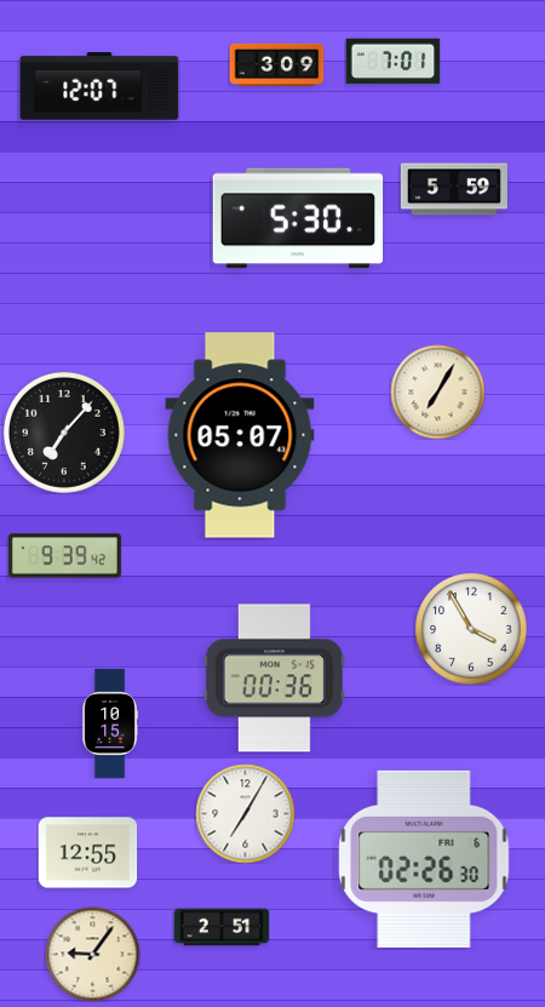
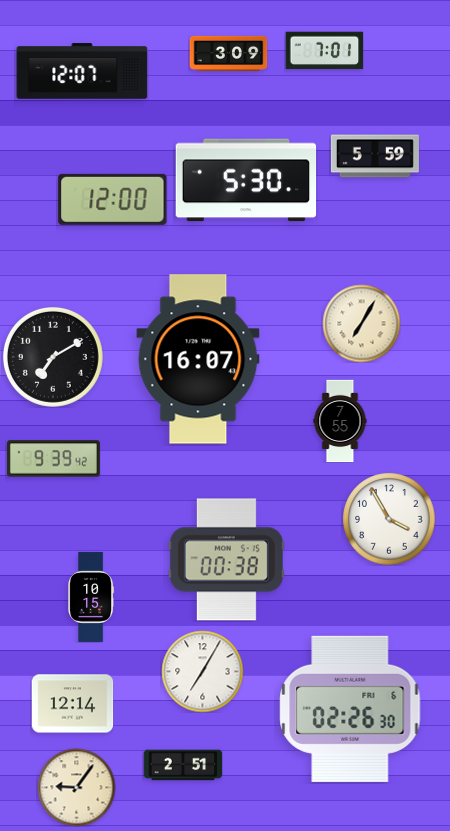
clock at (113, 199): none -> 12:00
clock at (64, 433): 7:07 -> 7:10
clock at (240, 435): 05:07 -> 16:07
clock at (340, 421): none -> 7:55
clock at (274, 679): 00:36 -> 00:38
clock at (87, 853): 12:55 -> 12:14
